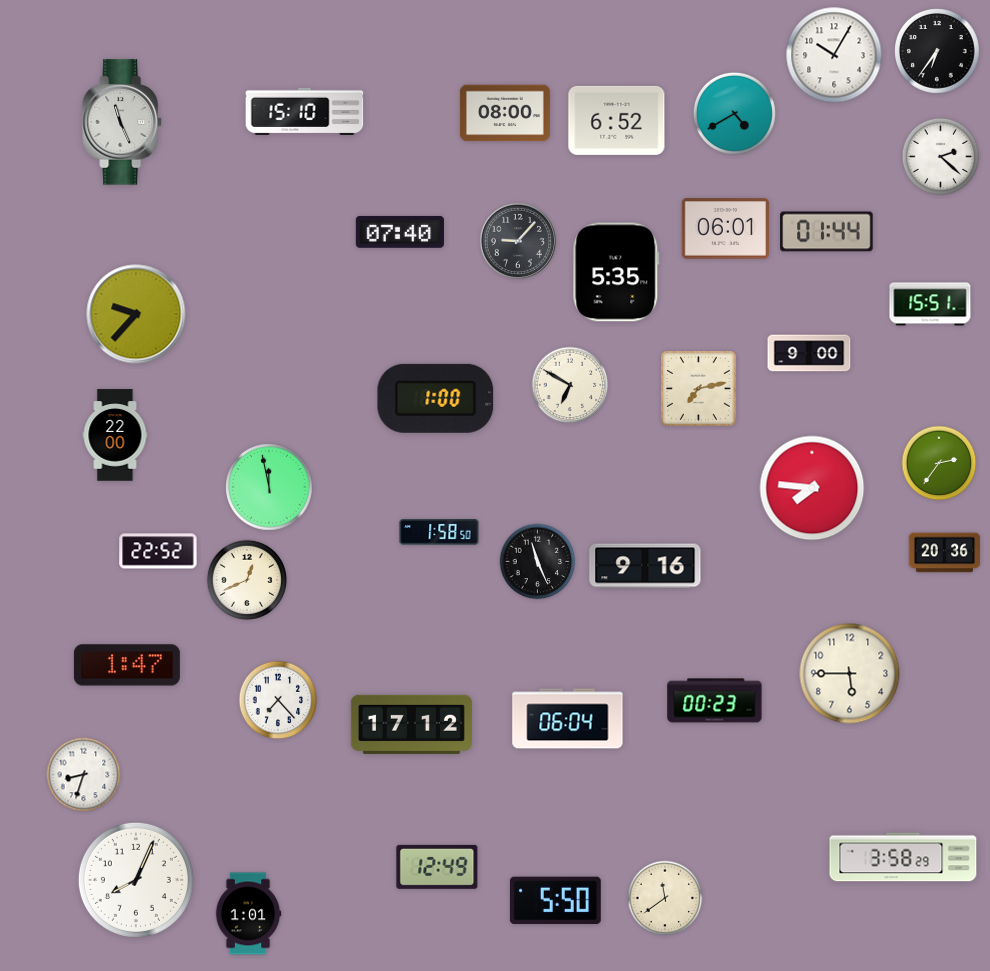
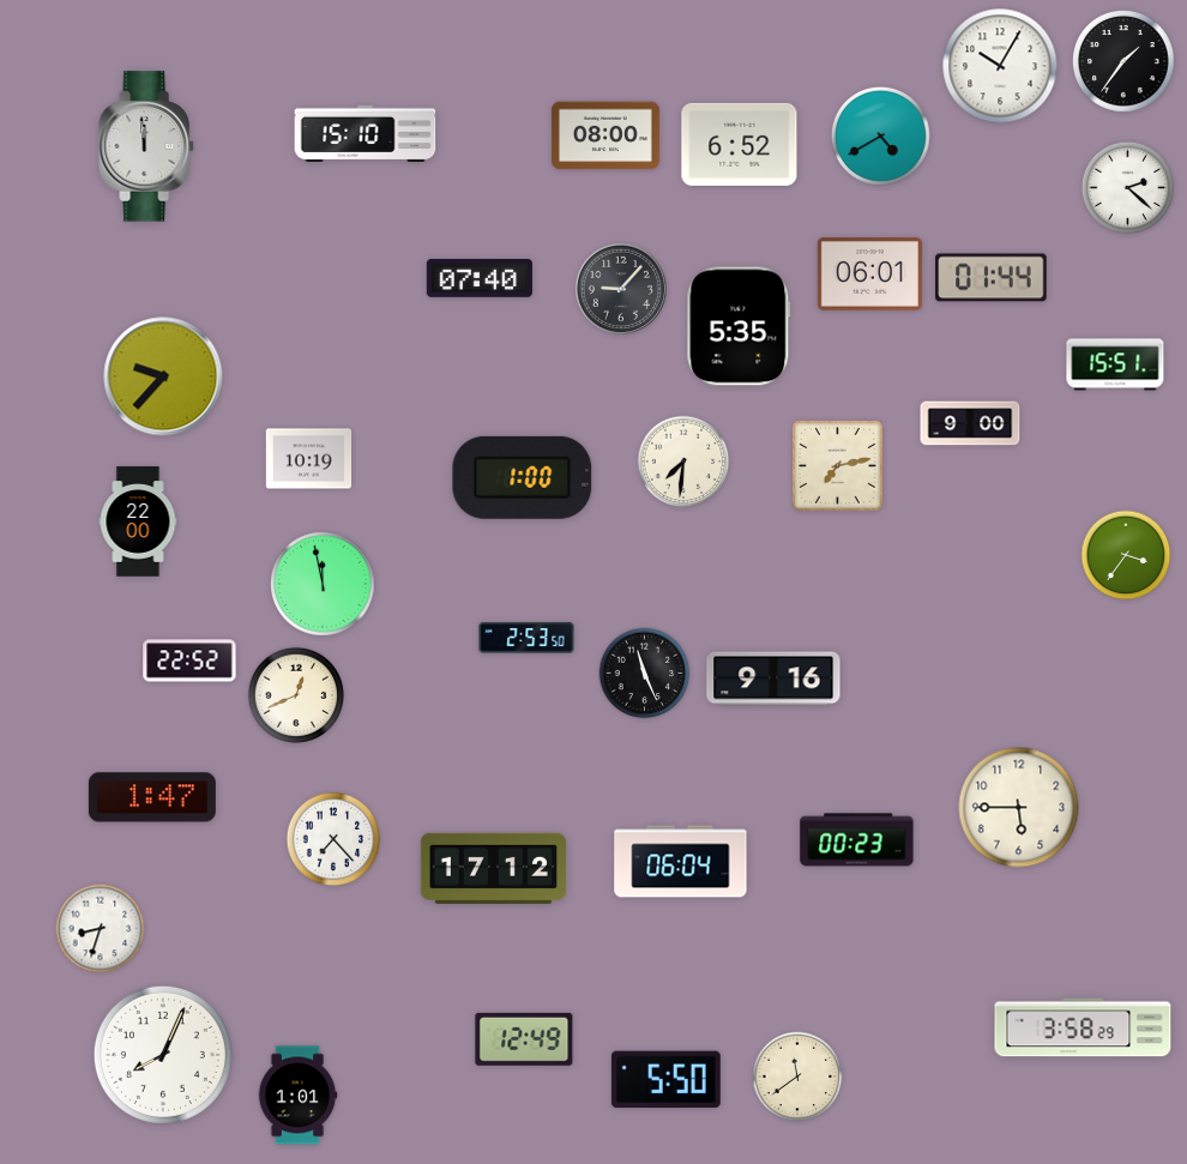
clock at (938, 52): 6:36 -> 1:36
clock at (122, 122): 11:26 -> 11:59
clock at (309, 459): none -> 10:19
clock at (570, 385): 6:50 -> 7:31
clock at (939, 463): 2:36 -> 3:36
clock at (812, 488): 7:46 -> none
clock at (439, 532): 1:58 -> 2:53
clock at (945, 553): 20:36 -> none
